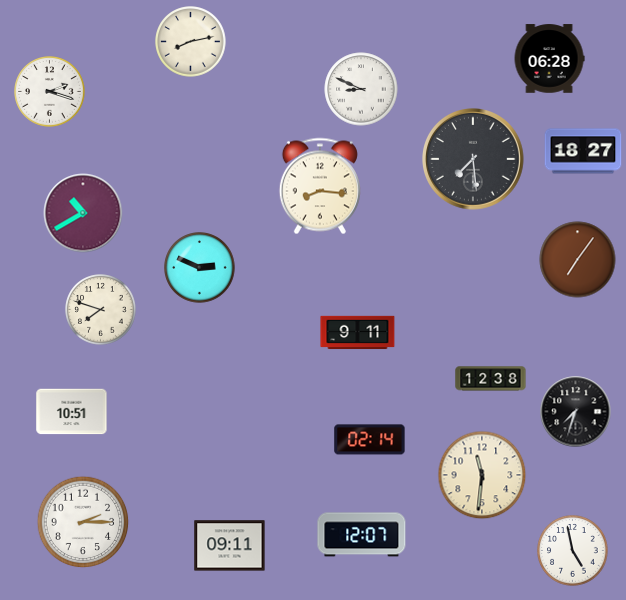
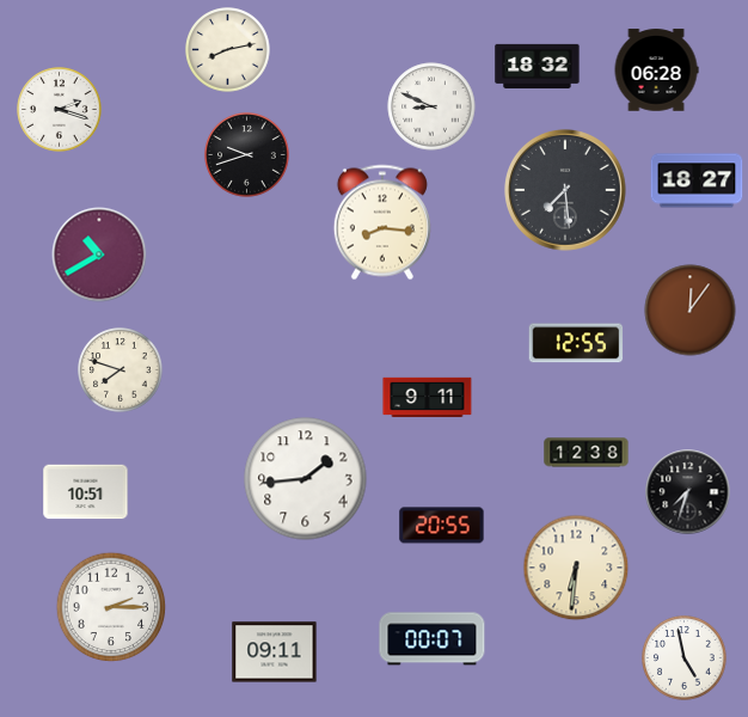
clock at (538, 66): none -> 18:32
clock at (247, 155): none -> 9:42
clock at (578, 260): 7:06 -> 12:06
clock at (200, 268): 2:49 -> none
clock at (576, 343): none -> 12:55
clock at (306, 479): none -> 1:44
clock at (370, 440): 02:14 -> 20:55
clock at (482, 475): 11:31 -> 6:31
clock at (83, 522) position: (83, 522) -> (111, 607)
clock at (362, 535): 12:07 -> 00:07
